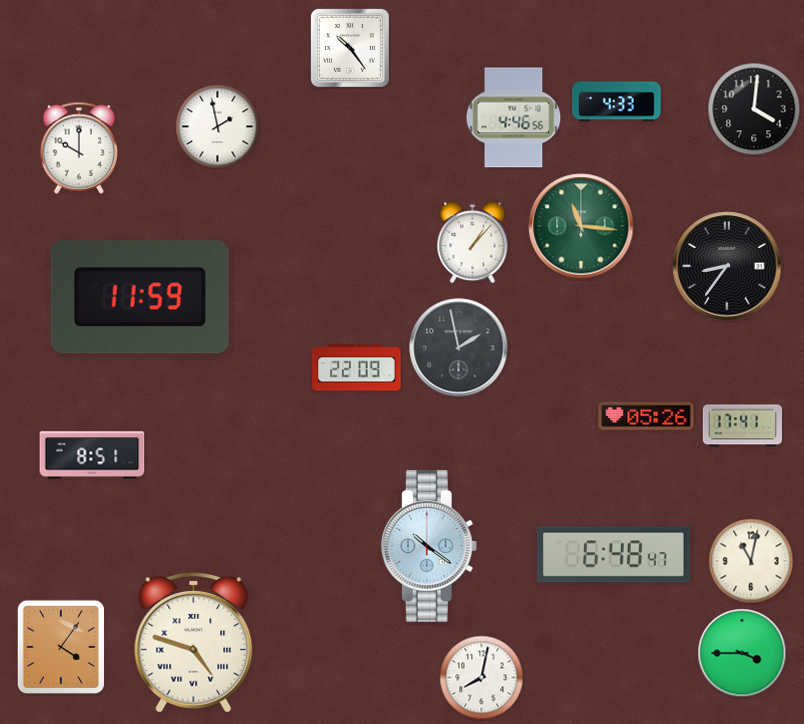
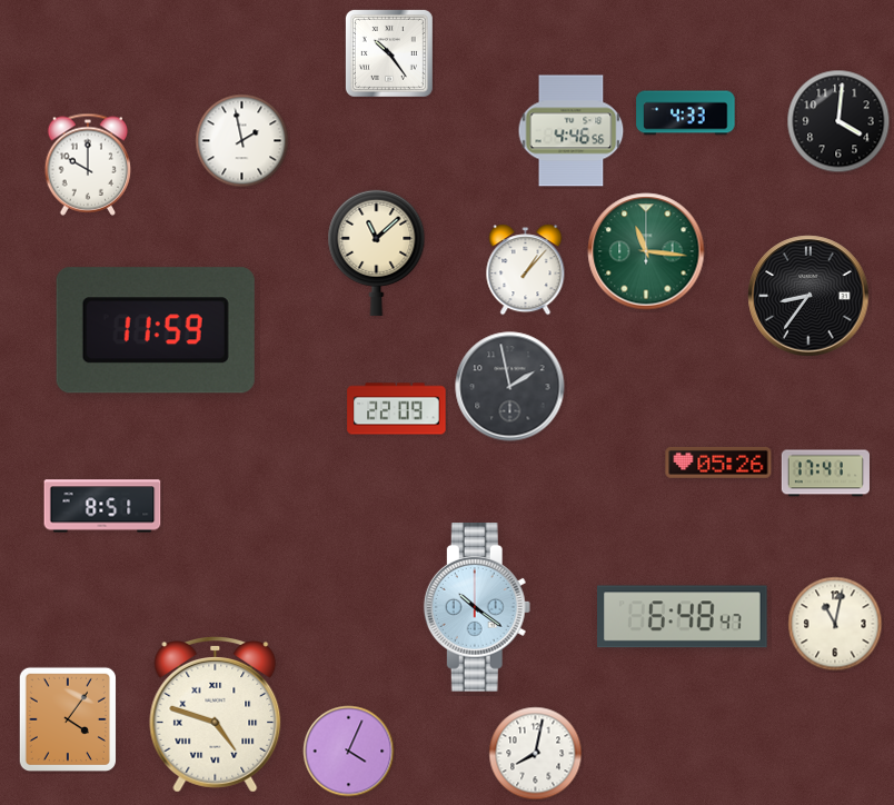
clock at (377, 252): none -> 11:08
clock at (742, 653): 3:45 -> none
clock at (349, 752): none -> 4:04
